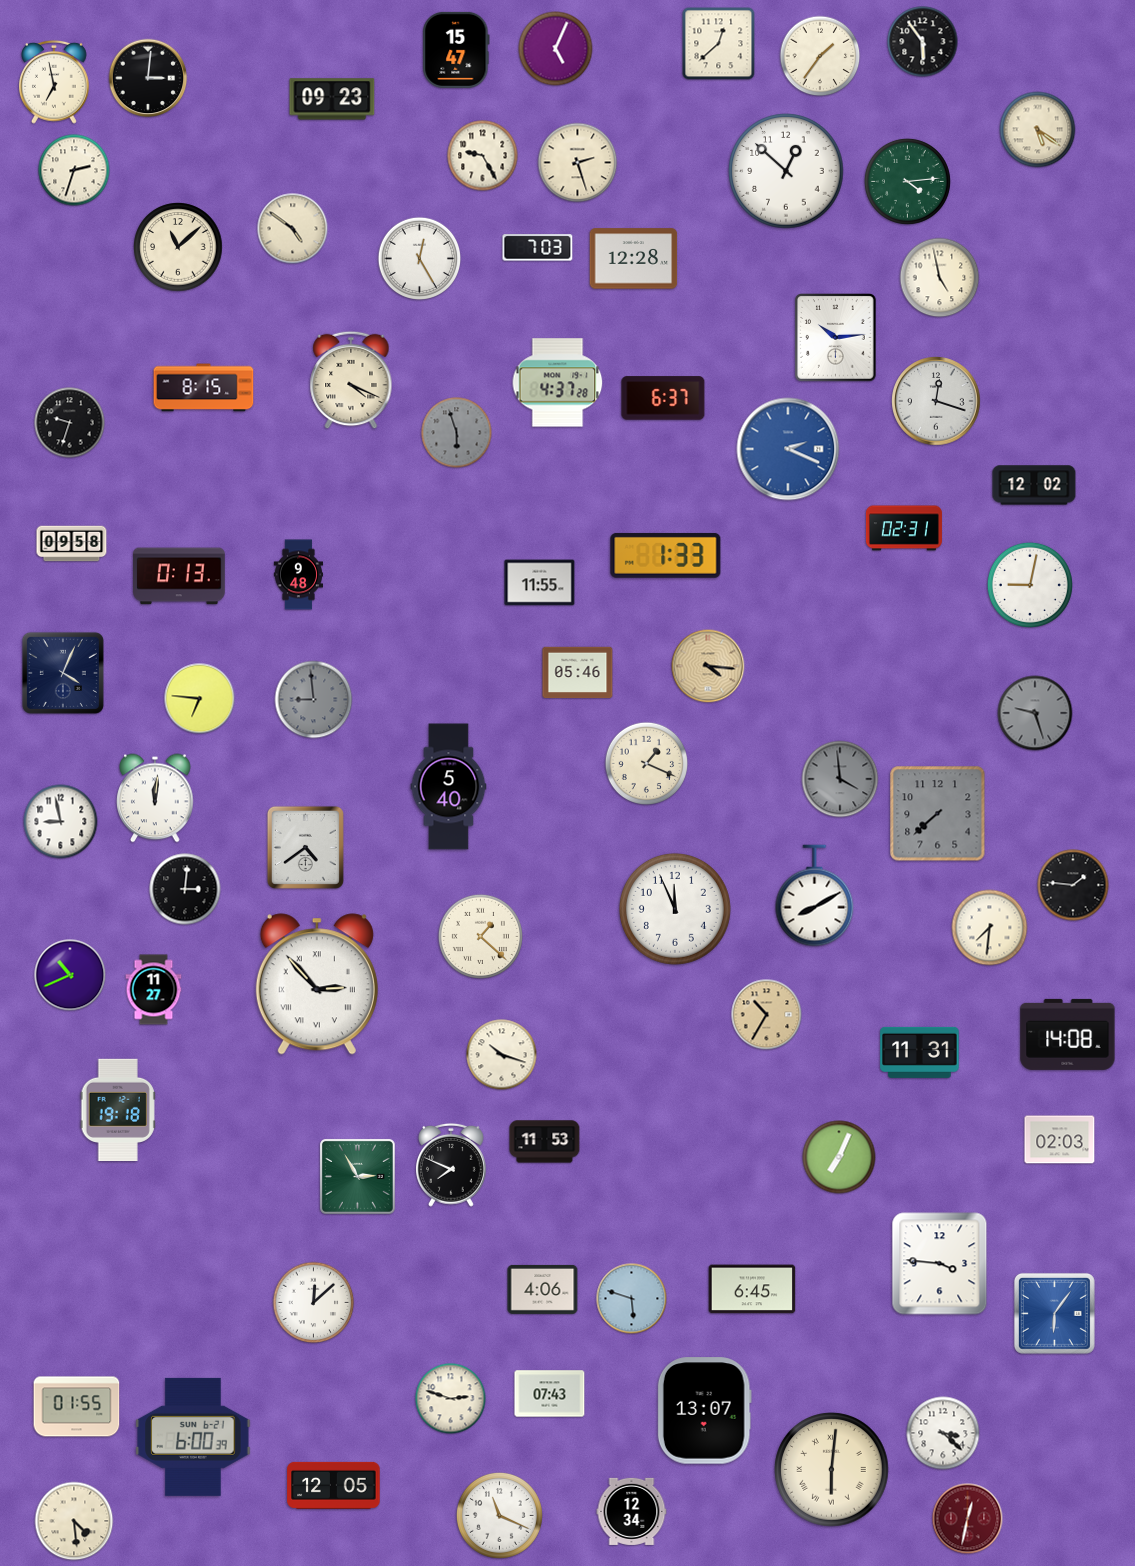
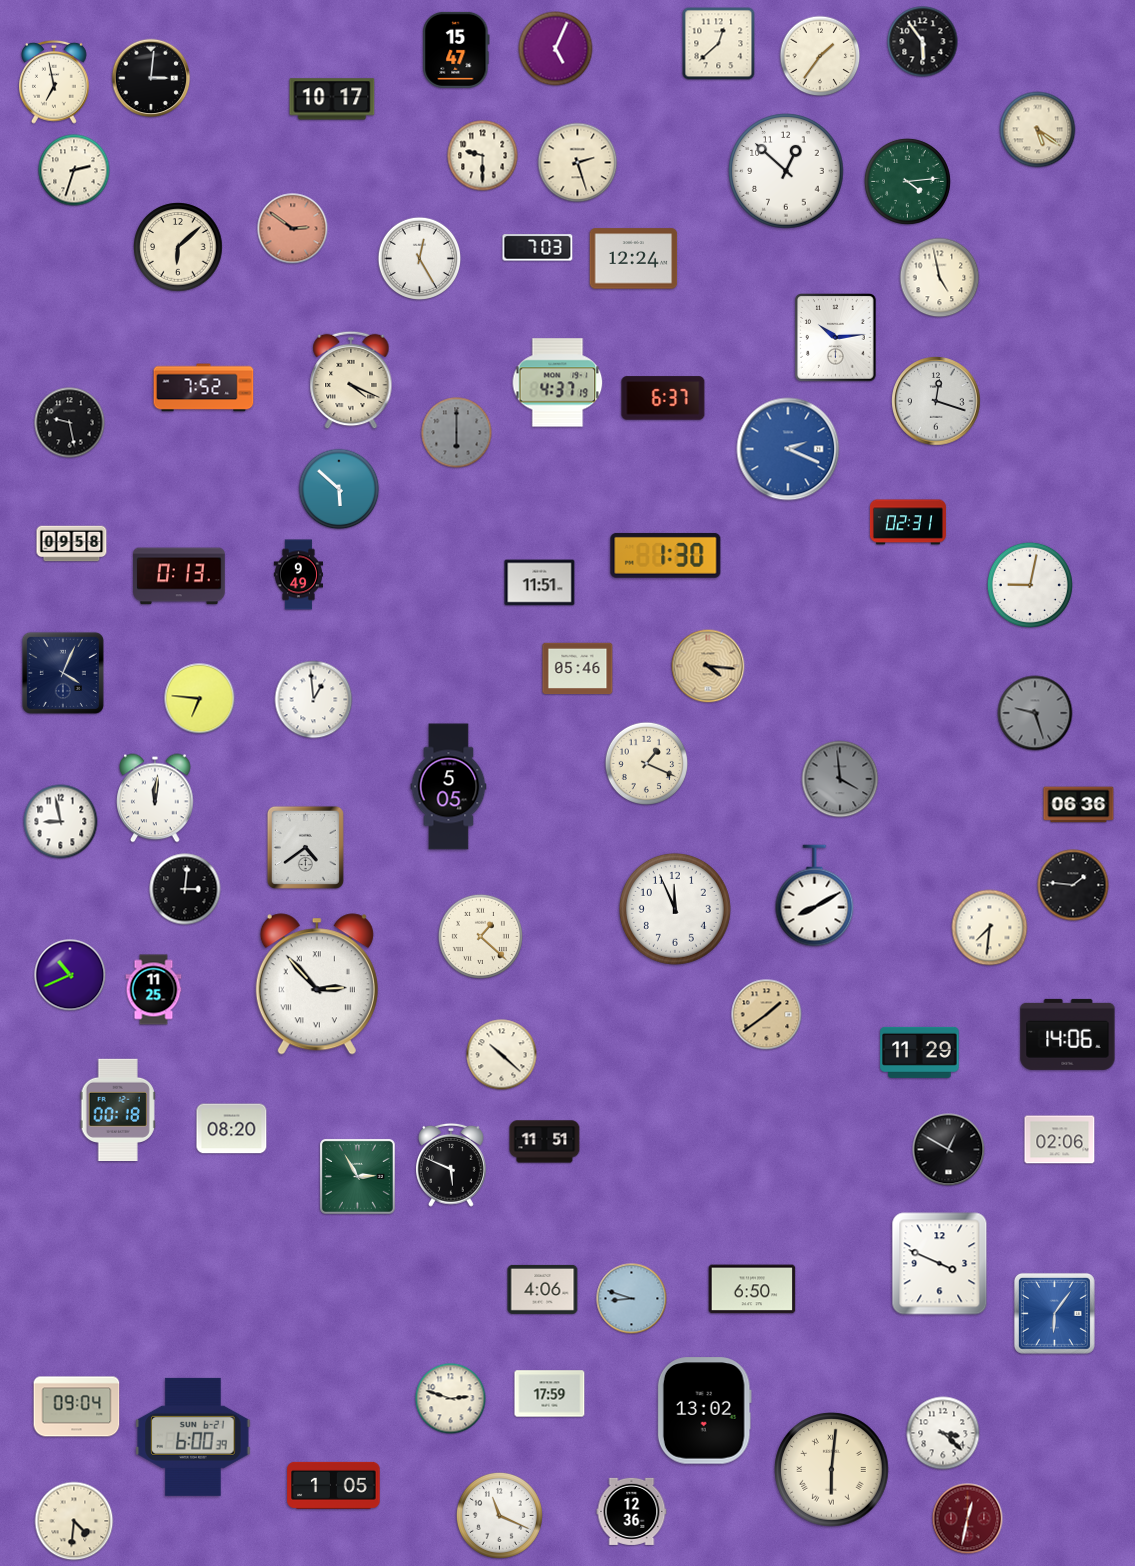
clock at (148, 78) position: (148, 78) -> (151, 78)
clock at (332, 99): 09:23 -> 10:17
clock at (483, 156): 9:25 -> 9:30
clock at (293, 229): 4:51 -> 2:51
clock at (293, 229) dial: cream -> salmon
clock at (178, 247): 11:08 -> 6:08
clock at (634, 259): 12:28 -> 12:24
clock at (558, 383): 4:37:28 -> 4:37:19
clock at (204, 388): 8:15 -> 7:52
clock at (70, 423): 9:33 -> 9:28
clock at (457, 433): 5:57 -> 6:00
clock at (1034, 485): 12:02 -> none
clock at (339, 489): none -> 5:52
clock at (904, 528) position: (904, 528) -> (908, 522)
clock at (666, 555): 1:33 -> 1:30
clock at (298, 575): 9:48 -> 9:49
clock at (540, 583): 11:55 -> 11:51
clock at (578, 673) position: (578, 673) -> (578, 669)
clock at (314, 700): 8:59 -> 12:59
clock at (314, 700) dial: grey -> white
clock at (449, 787): 5:40 -> 5:05
clock at (1079, 805): none -> 06:36
clock at (938, 814): 7:38 -> none
clock at (154, 990): 11:27 -> 11:25
clock at (767, 1015): 10:35 -> 1:39
clock at (1068, 1034): 14:08 -> 14:06
clock at (920, 1052): 11:31 -> 11:29
clock at (502, 1055): 10:18 -> 10:22
clock at (118, 1109): 19:18 -> 00:18
clock at (232, 1129): none -> 08:20
clock at (1060, 1140): 02:03 -> 02:06
clock at (545, 1142): 11:53 -> 11:51
clock at (949, 1150): none -> 12:50
clock at (839, 1157): 7:04 -> none
clock at (452, 1165): 7:49 -> 5:49
clock at (940, 1264): 3:46 -> 3:49
clock at (752, 1289): 6:45 -> 6:50
clock at (632, 1299): 5:48 -> 8:48
clock at (314, 1303): 12:08 -> none
clock at (550, 1394): 07:43 -> 17:59
clock at (77, 1407): 01:55 -> 09:04
clock at (704, 1411): 13:07 -> 13:02
clock at (334, 1485): 12:05 -> 1:05
clock at (632, 1511): 12:34 -> 12:36
clock at (74, 1521): 4:29 -> 4:31
